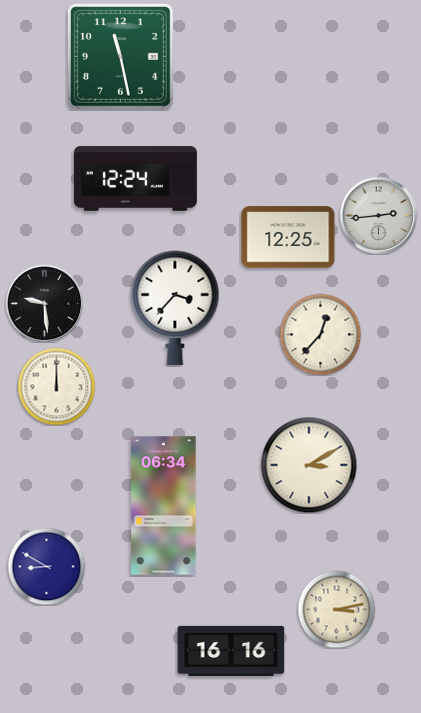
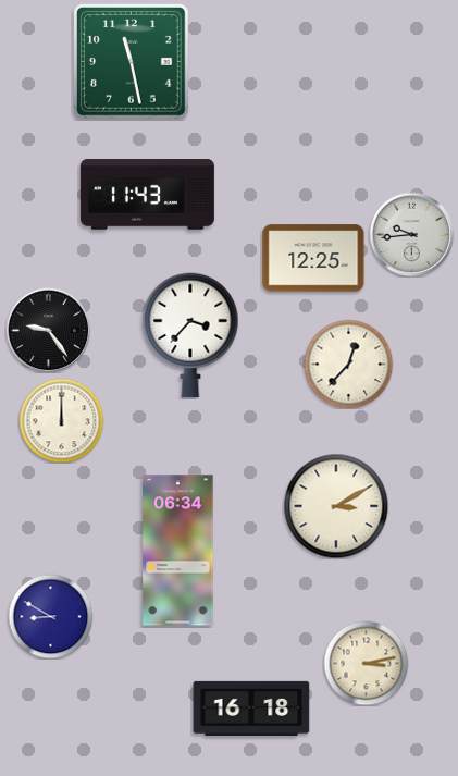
clock at (135, 179): 12:24 -> 11:43
clock at (378, 215): 2:44 -> 9:44
clock at (44, 303): 9:29 -> 9:24
clock at (231, 651): 16:16 -> 16:18
